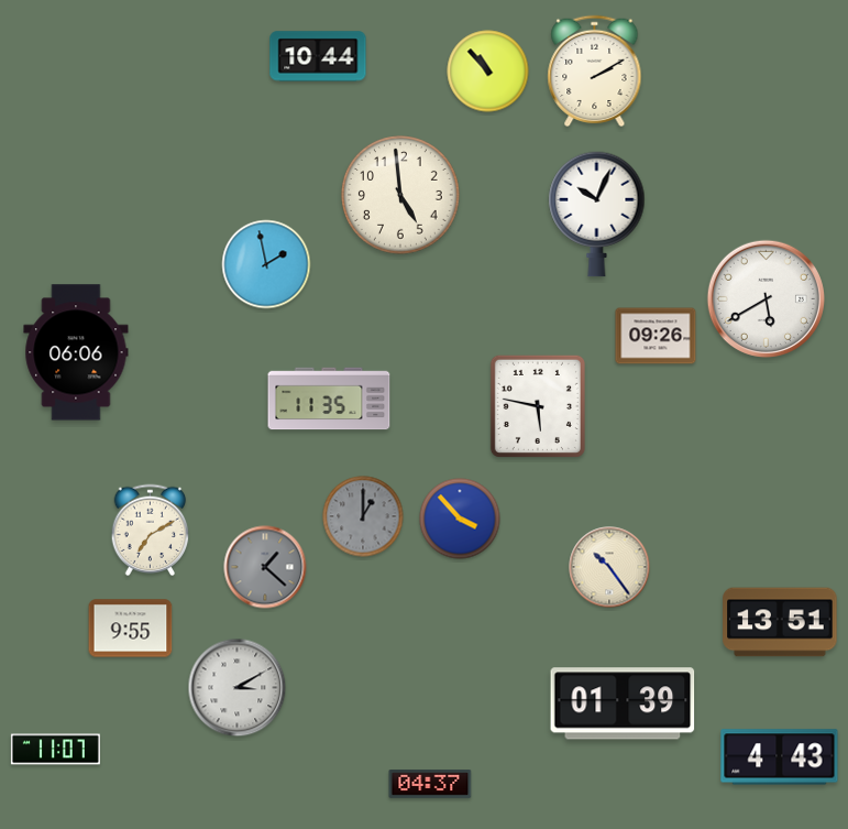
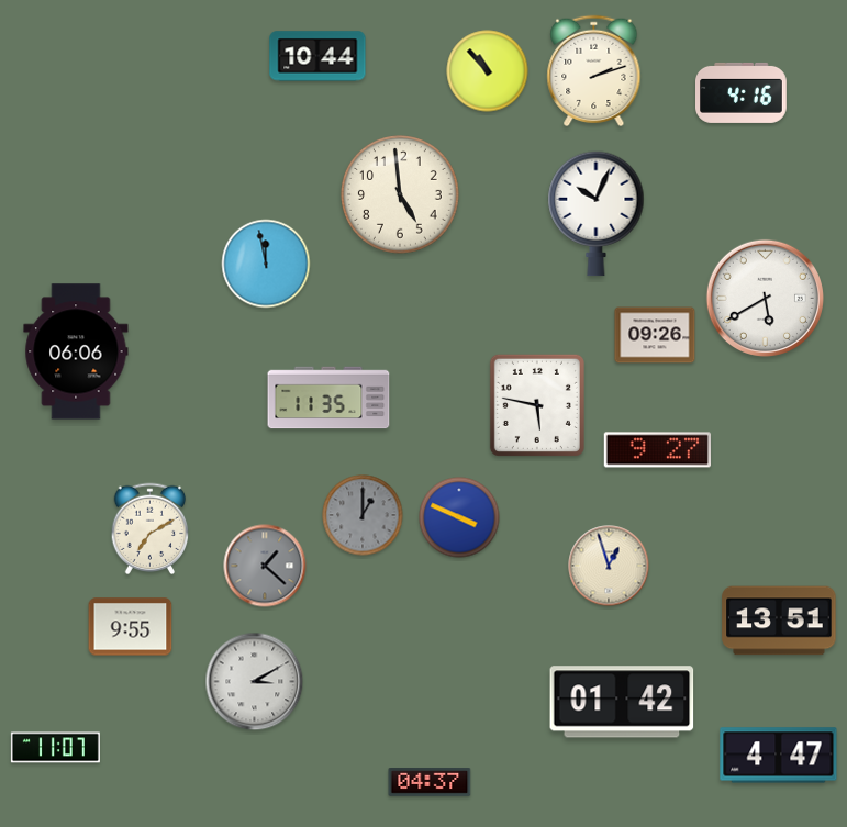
clock at (595, 72): 2:10 -> 2:12
clock at (742, 92): none -> 4:16
clock at (266, 264): 1:58 -> 11:58
clock at (657, 450): none -> 9:27
clock at (460, 519): 3:53 -> 3:49
clock at (609, 567): 10:24 -> 12:57
clock at (238, 688) position: (238, 688) -> (255, 682)
clock at (623, 703): 01:39 -> 01:42
clock at (780, 757): 4:43 -> 4:47
